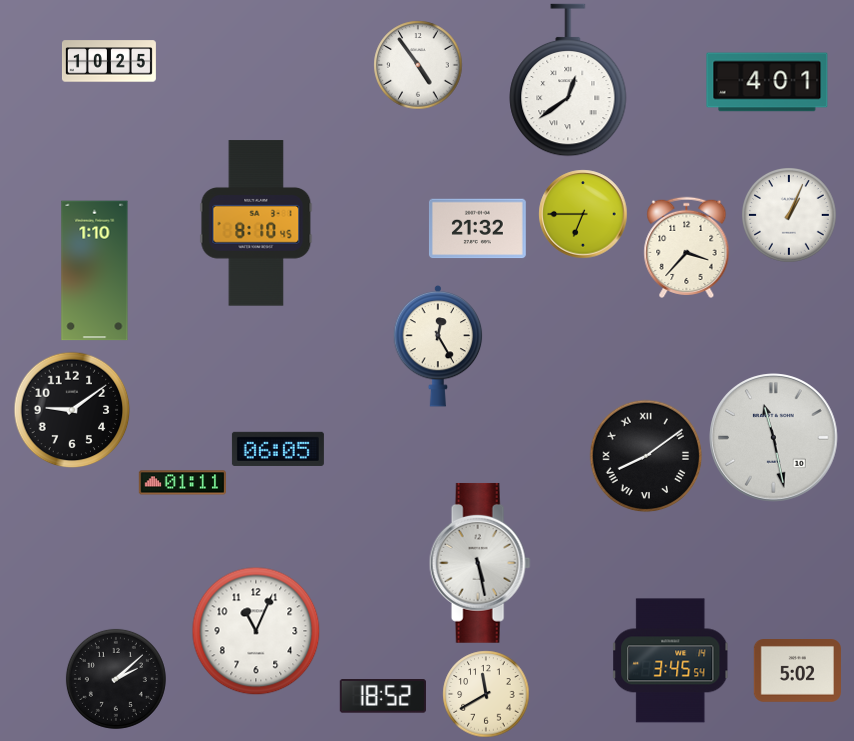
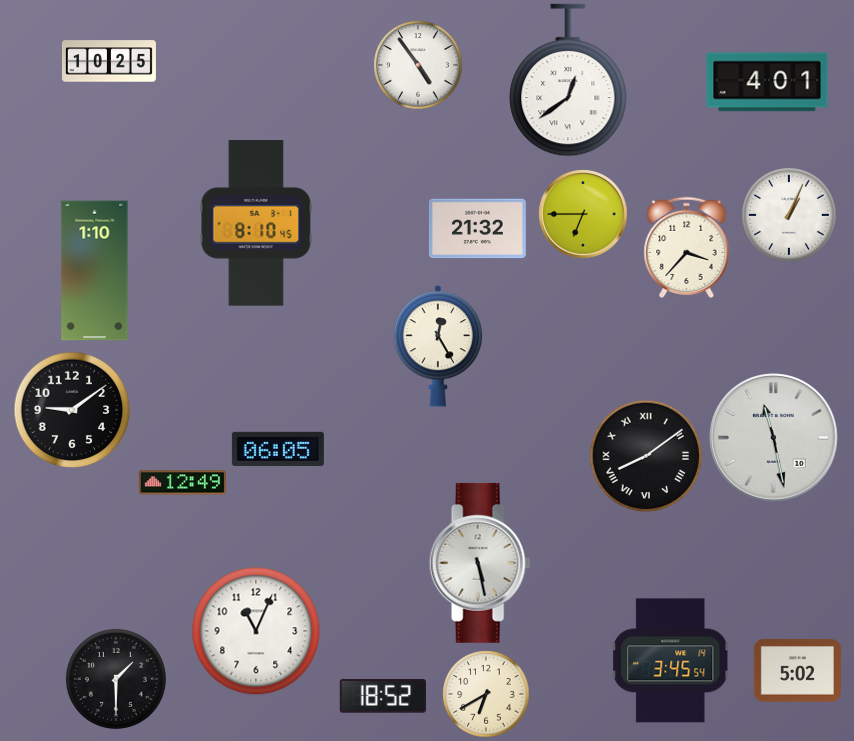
clock at (182, 483): 01:11 -> 12:49
clock at (116, 679): 2:08 -> 1:30
clock at (486, 694): 11:40 -> 6:40
